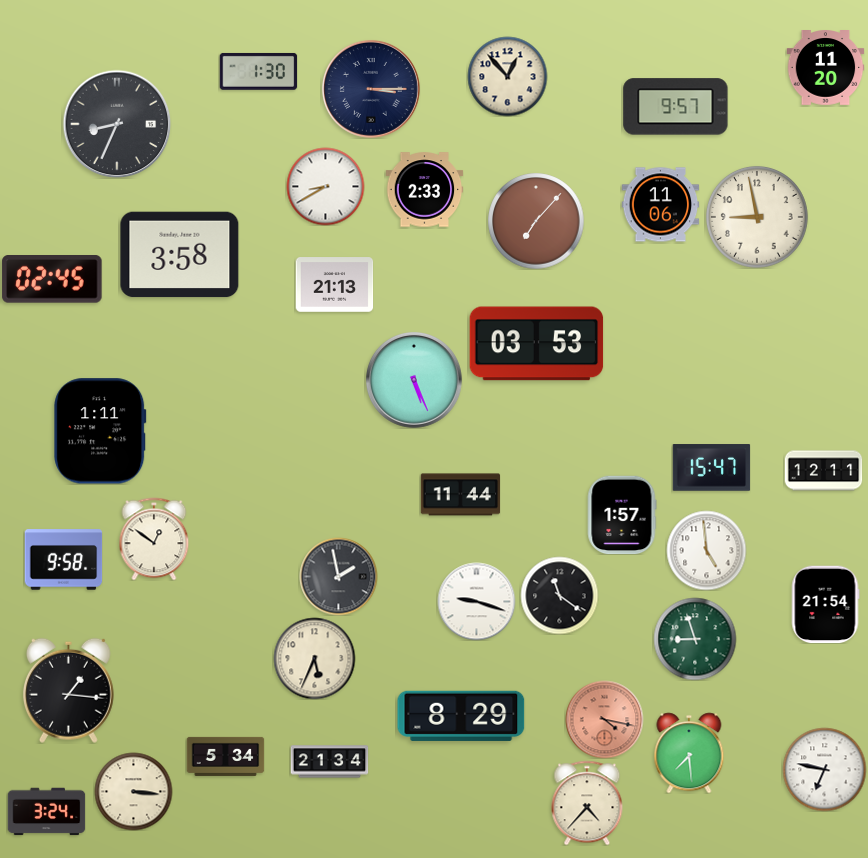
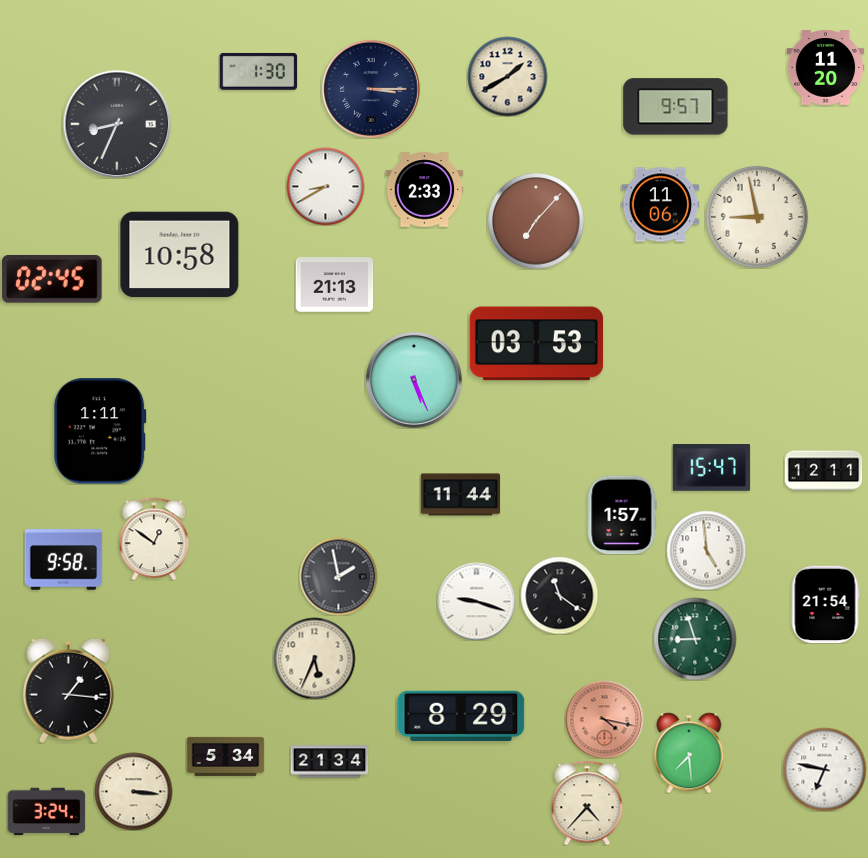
clock at (507, 76): 12:53 -> 1:40
clock at (180, 255): 3:58 -> 10:58
